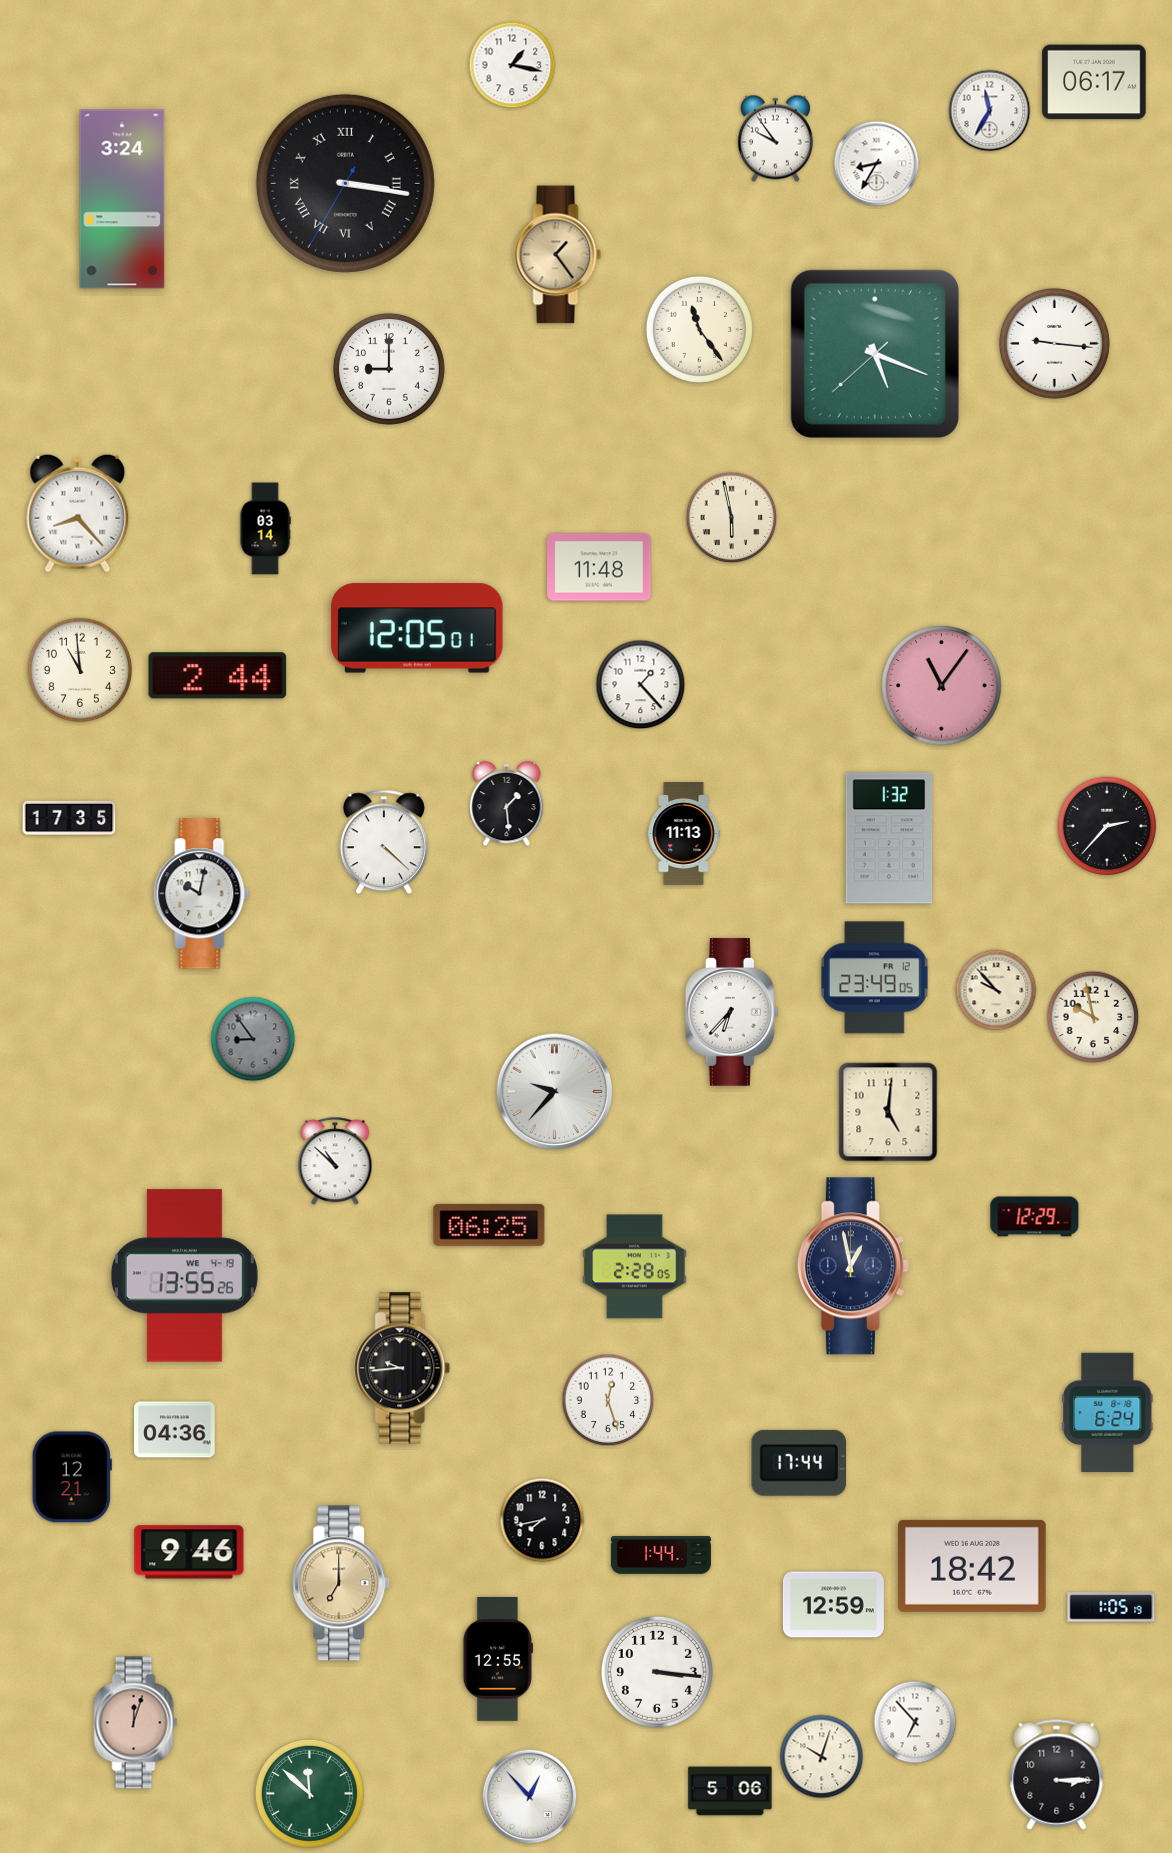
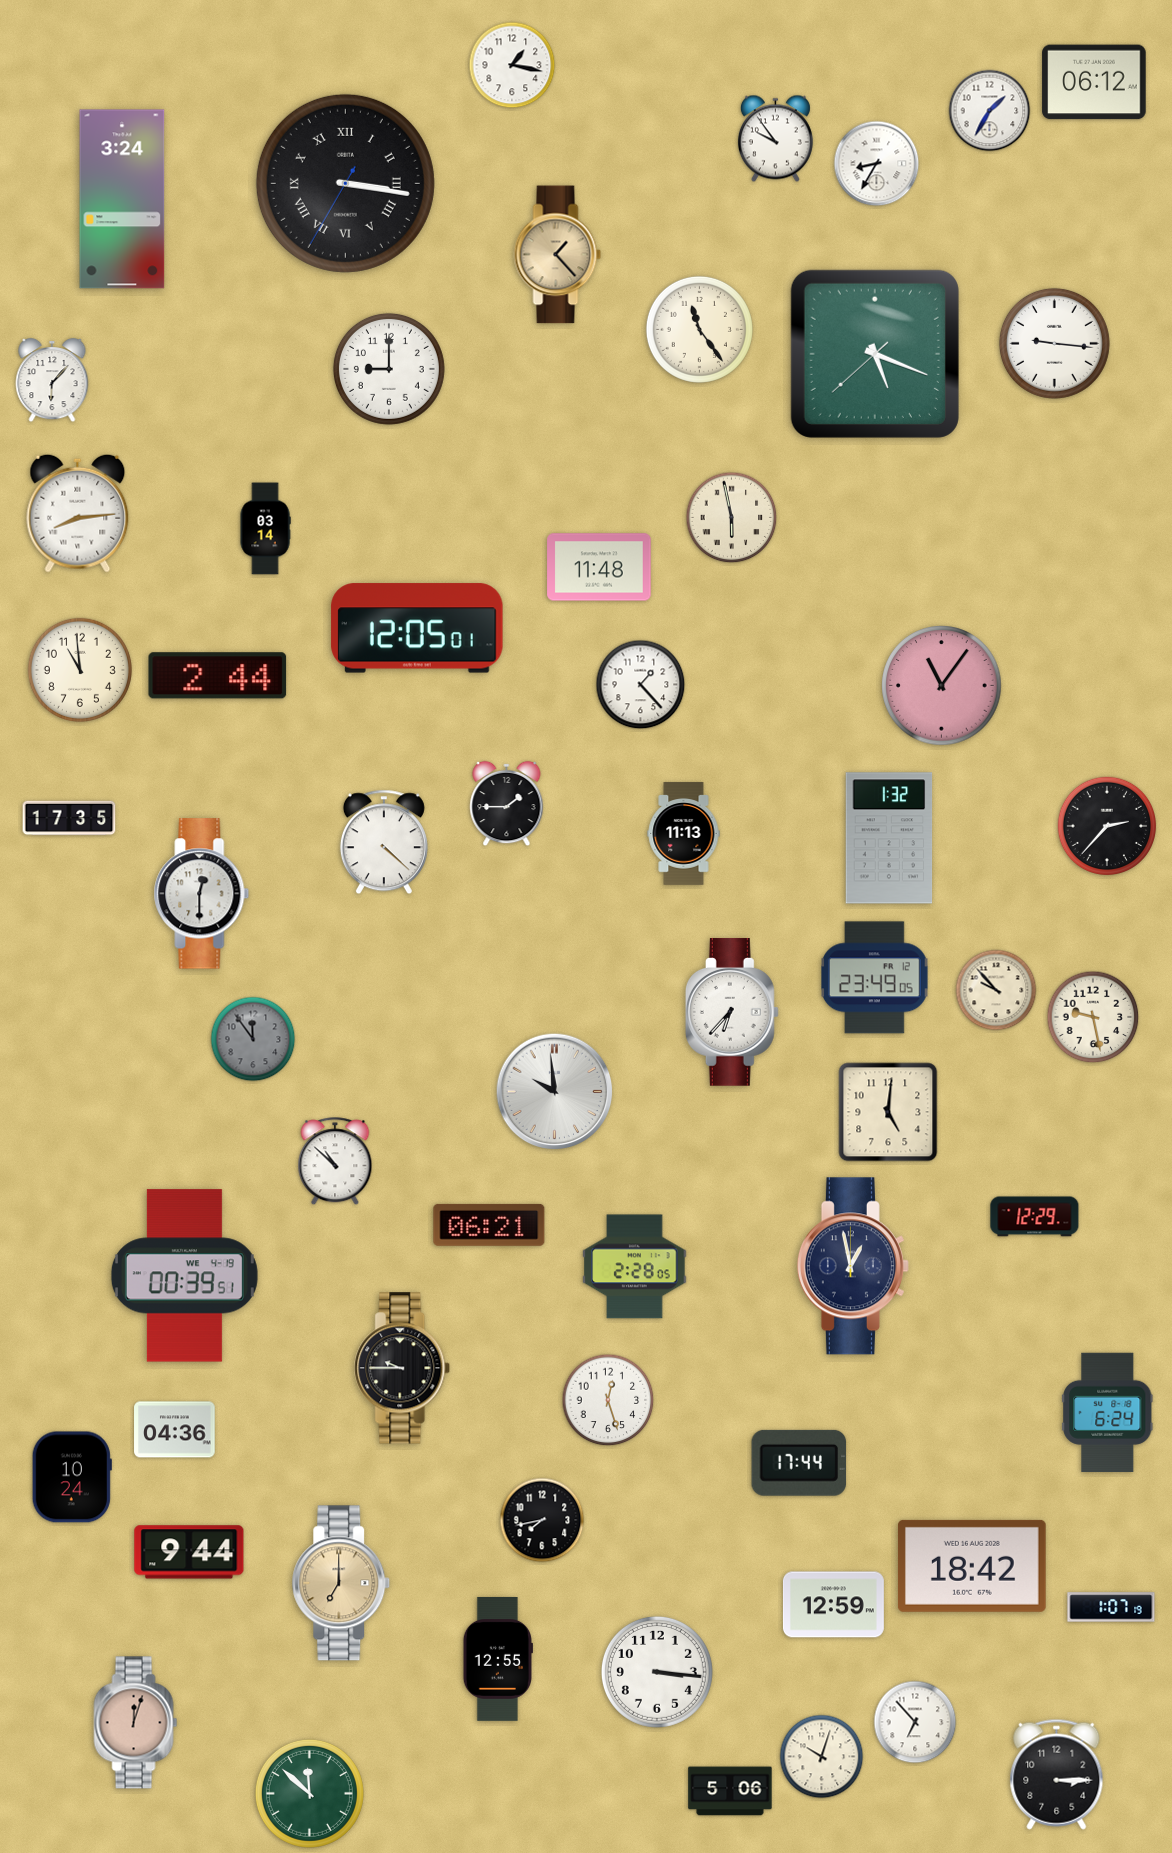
clock at (1094, 82): 06:17 -> 06:12
clock at (990, 111): 11:35 -> 1:35
clock at (558, 255): 1:24 -> 1:23
clock at (52, 380): none -> 6:07
clock at (78, 513): 8:23 -> 8:14
clock at (507, 804): 1:29 -> 1:45
clock at (202, 894): 10:02 -> 12:30
clock at (1093, 1017): 9:58 -> 9:28
clock at (253, 1039): 8:54 -> 11:54
clock at (555, 1092): 9:37 -> 9:59
clock at (489, 1225): 06:25 -> 06:21
clock at (184, 1276): 13:55 -> 00:39
clock at (403, 1368): 9:44 -> 9:45
clock at (72, 1477): 12:21 -> 10:24
clock at (189, 1552): 9:46 -> 9:44
clock at (661, 1555): 1:44 -> none
clock at (1111, 1607): 1:05 -> 1:07
clock at (530, 1797): 12:53 -> none
